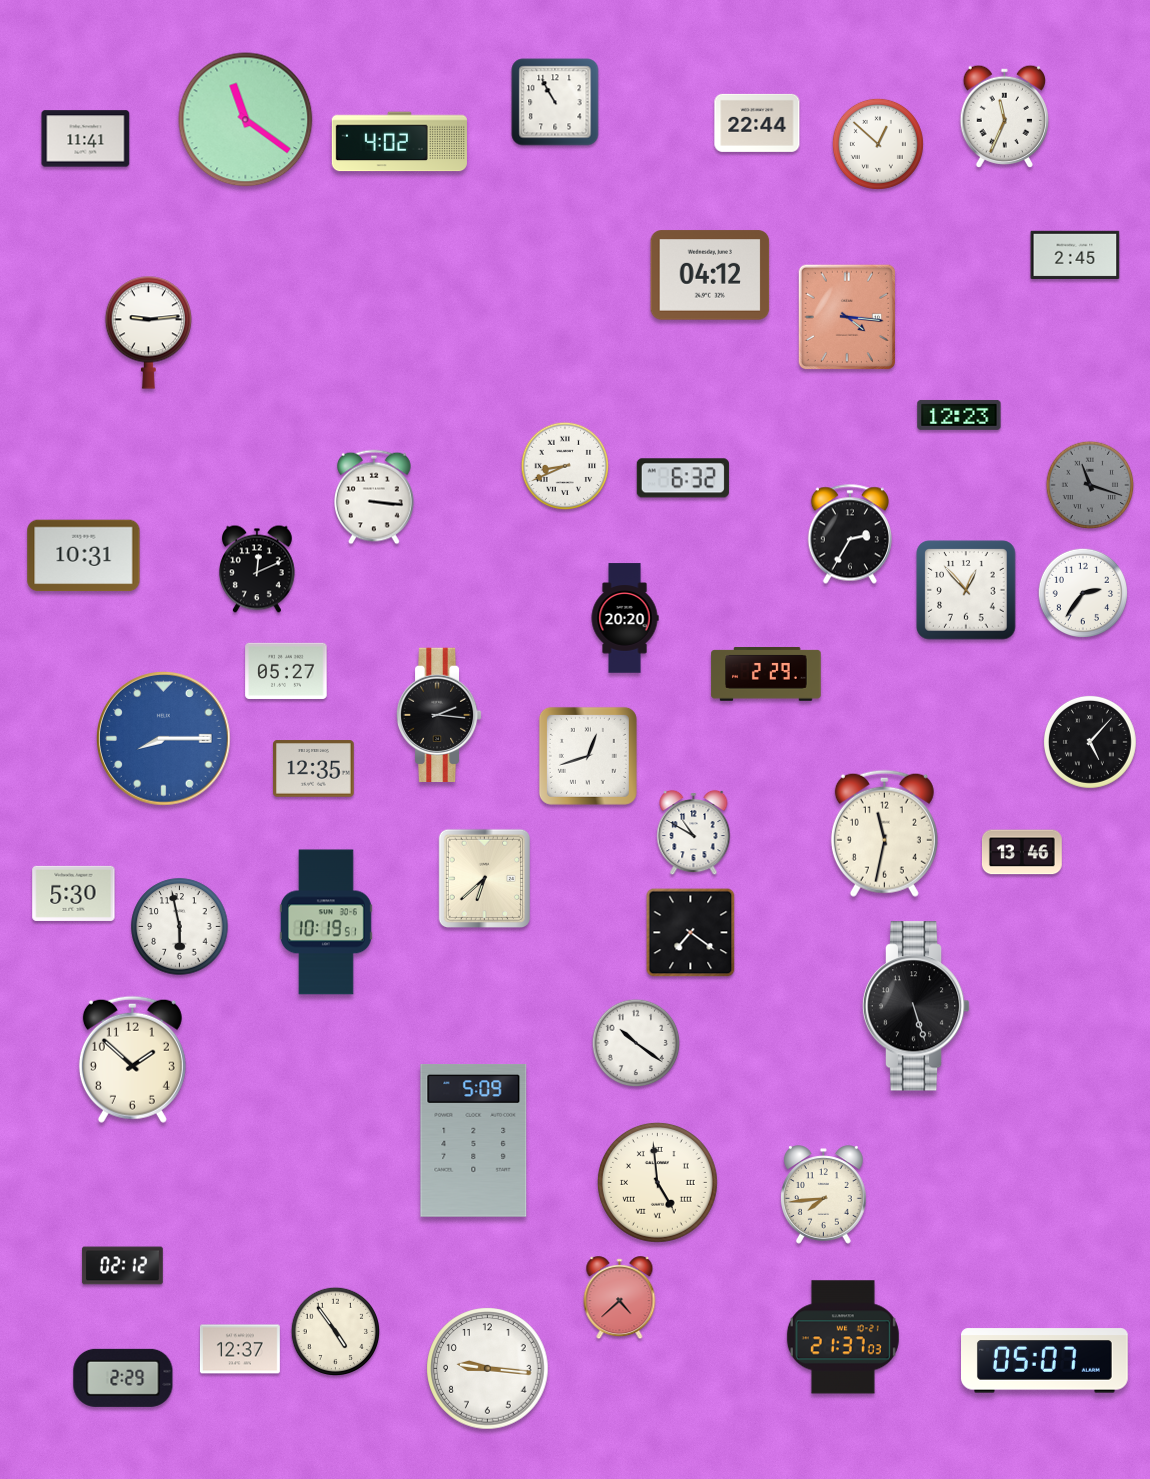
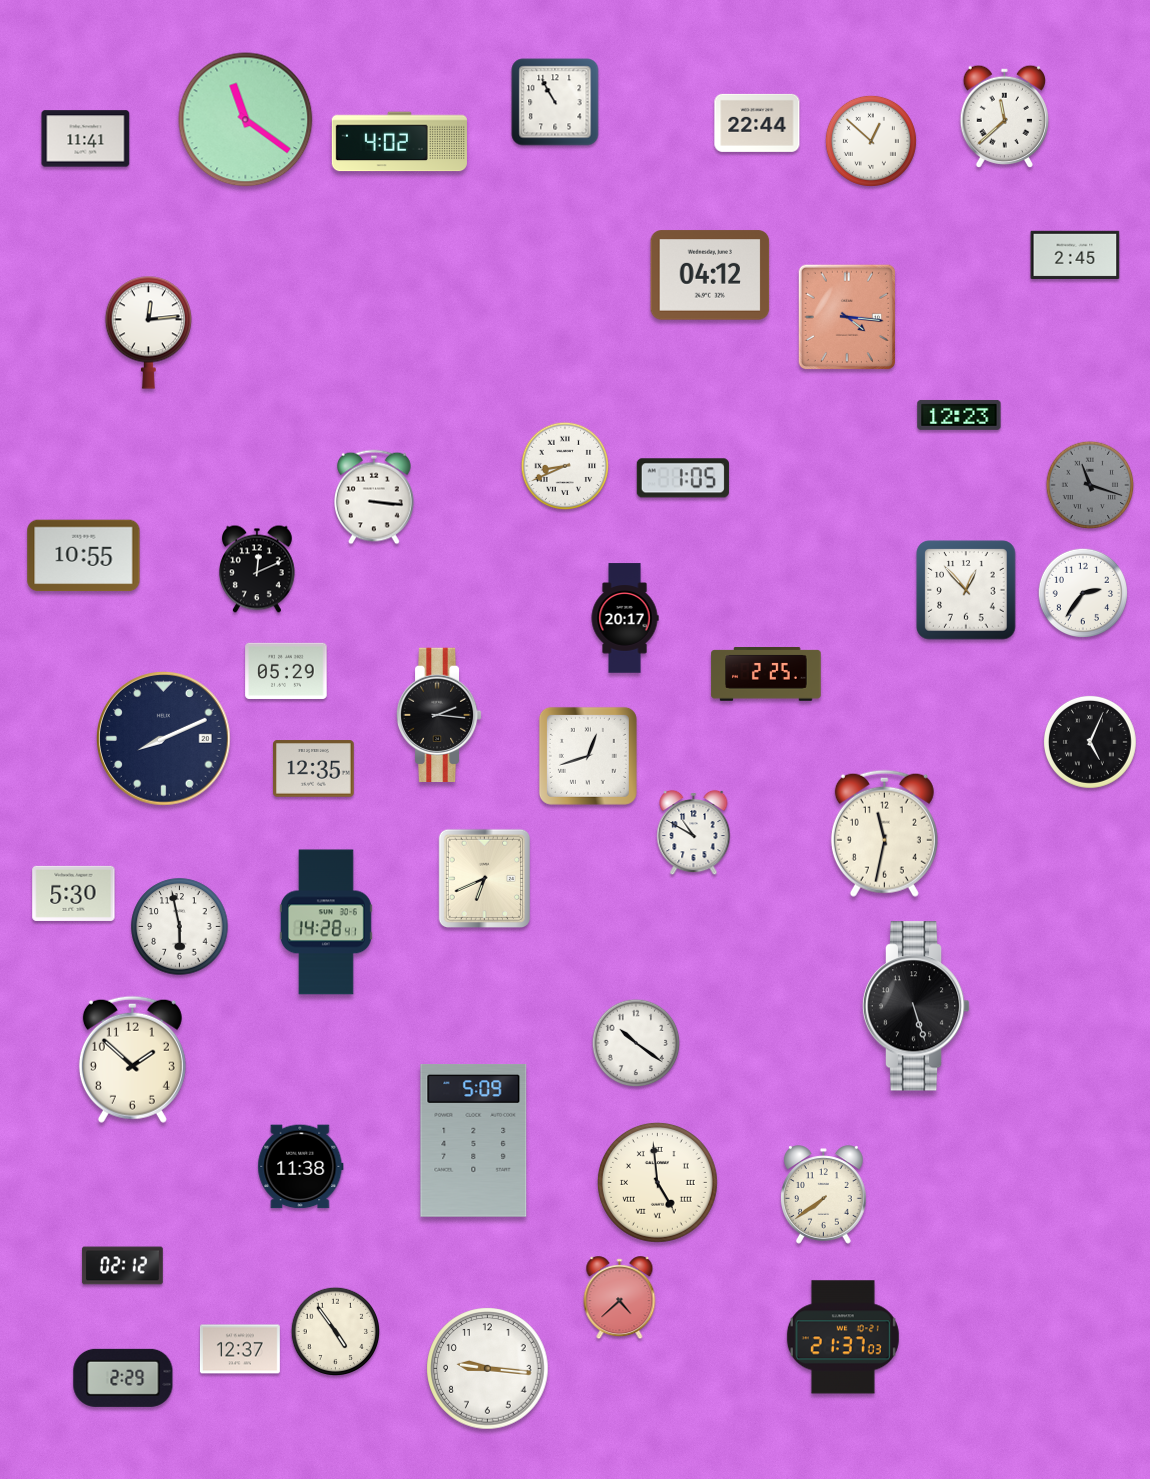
clock at (1004, 116): 11:34 -> 11:38
clock at (878, 144) position: (878, 144) -> (871, 141)
clock at (148, 332): 9:14 -> 12:14
clock at (683, 478): 6:32 -> 1:05
clock at (850, 534): 2:35 -> none
clock at (84, 556): 10:31 -> 10:55
clock at (625, 618): 20:20 -> 20:17
clock at (286, 671): 05:27 -> 05:29
clock at (766, 675): 2:29 -> 2:25
clock at (164, 739): 8:15 -> 8:11
clock at (164, 739) dial: blue -> navy
clock at (1090, 742): 5:07 -> 5:04
clock at (1022, 852): 13:46 -> none
clock at (484, 879): 6:38 -> 6:41
clock at (326, 922): 10:19 -> 14:28
clock at (691, 933): 7:21 -> none
clock at (301, 1167): none -> 11:38
clock at (823, 1195): 7:44 -> 7:39
clock at (1045, 1361): 05:07 -> none
